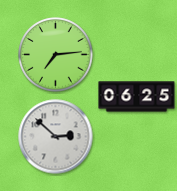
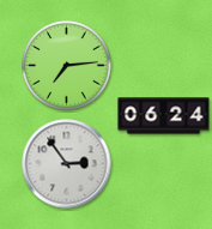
clock at (137, 97): 06:25 -> 06:24
clock at (56, 137): 2:52 -> 2:54
